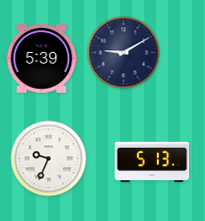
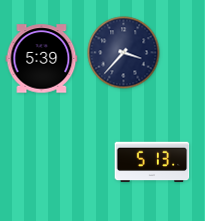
clock at (124, 53): 9:10 -> 3:37
clock at (49, 159): 9:34 -> none
